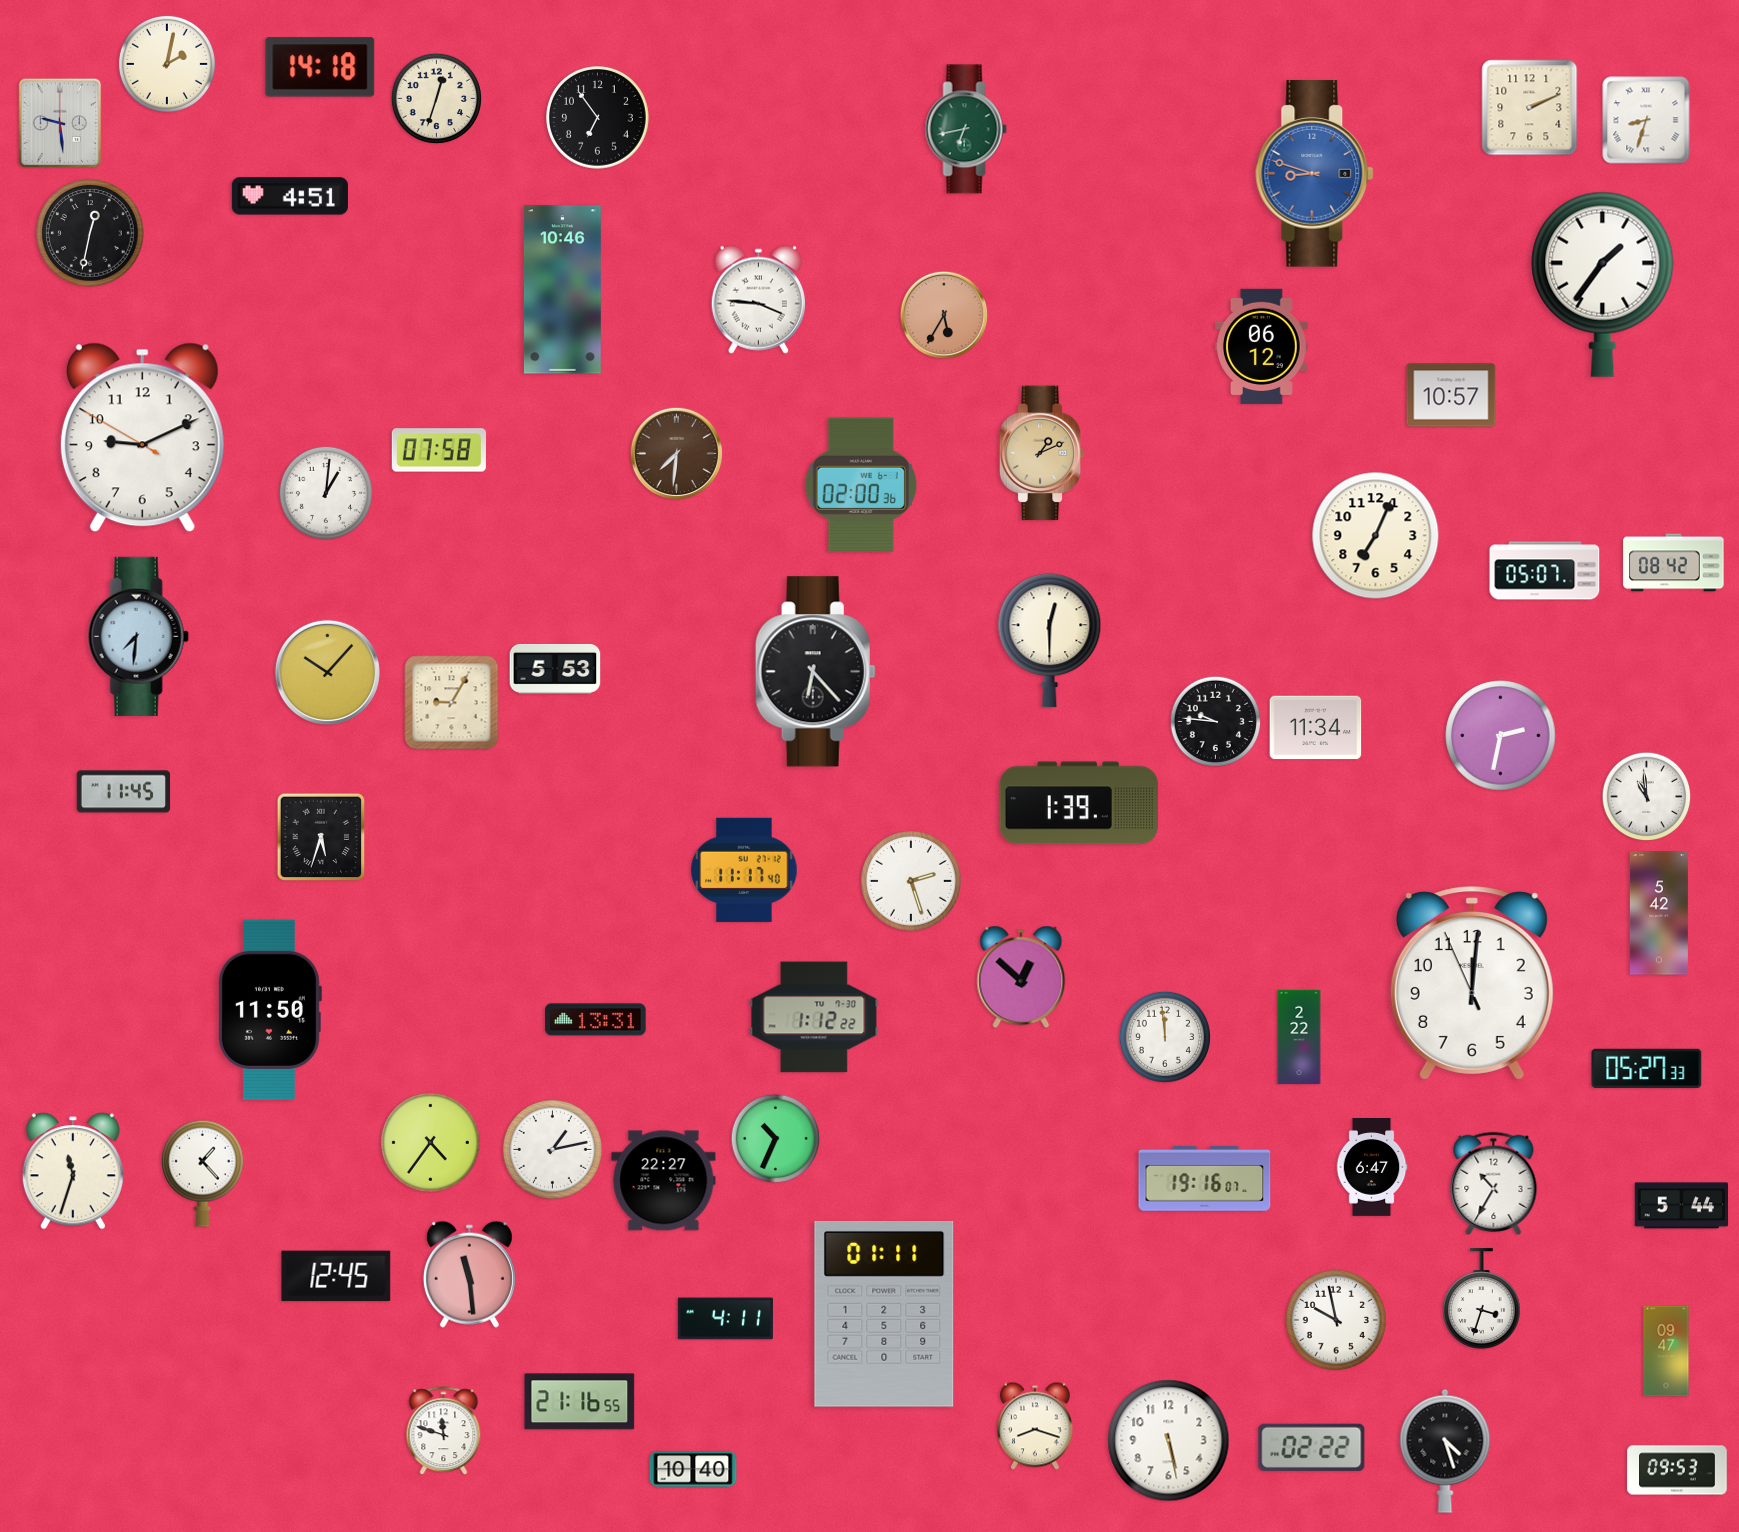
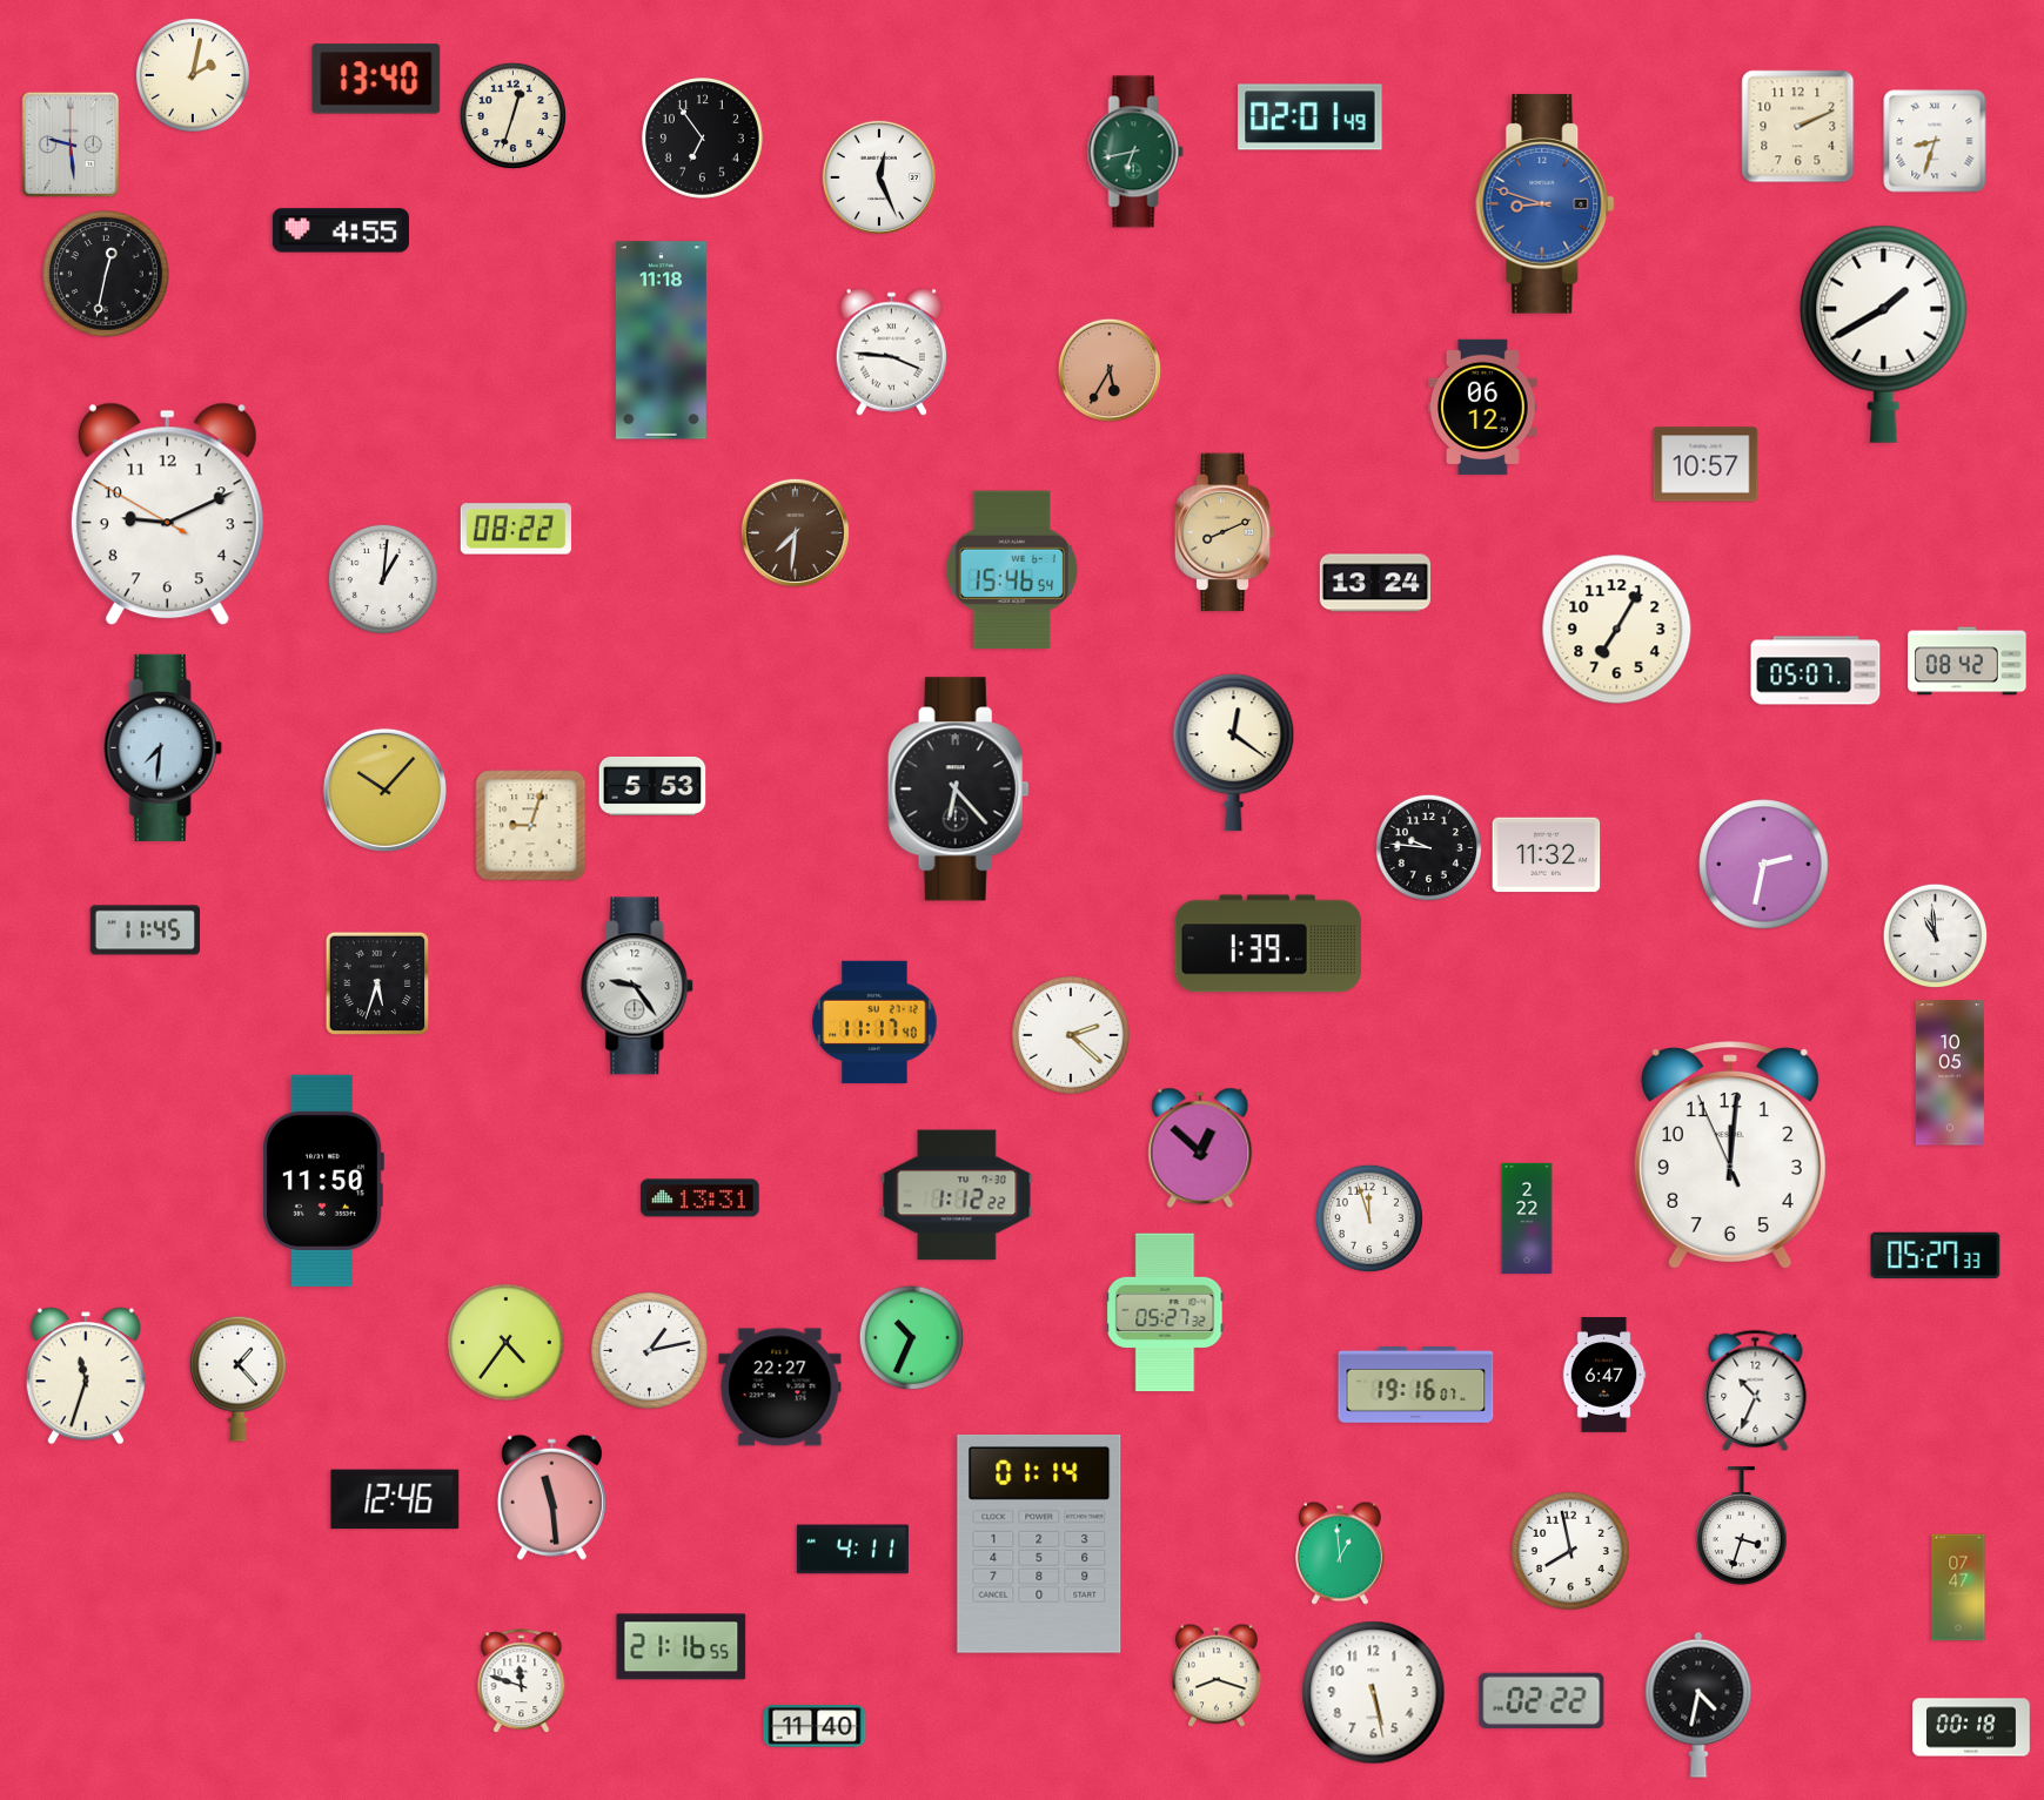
clock at (167, 64) position: (167, 64) -> (193, 75)
clock at (320, 67): 14:18 -> 13:40
clock at (1311, 117): none -> 02:01
clock at (879, 177): none -> 12:26
clock at (290, 196): 4:51 -> 4:55
clock at (1603, 284): 1:36 -> 1:40
clock at (562, 290): 10:46 -> 11:18
clock at (439, 450): 07:58 -> 08:22
clock at (1042, 453): 1:11 -> 8:11
clock at (861, 485): 02:00 -> 15:46
clock at (1374, 583): none -> 13:24
clock at (1376, 536): 7:04 -> 7:05
clock at (1050, 641): 12:30 -> 12:21
clock at (452, 703): 9:05 -> 9:03
clock at (1316, 728): 11:34 -> 11:32
clock at (638, 986): none -> 9:24
clock at (911, 881): 2:27 -> 2:22
clock at (1659, 913): 5:42 -> 10:05
clock at (269, 1010) position: (269, 1010) -> (322, 1181)
clock at (1165, 1036): 11:59 -> 11:57
clock at (1165, 1312): none -> 05:27
clock at (1372, 1168) position: (1372, 1168) -> (1604, 1376)
clock at (1494, 1183): 10:35 -> 10:34
clock at (1682, 1206): 5:44 -> none
clock at (336, 1276): 12:45 -> 12:46
clock at (884, 1315): 01:11 -> 01:14
clock at (1336, 1320): 9:58 -> 7:58
clock at (1340, 1553): none -> 12:59
clock at (1666, 1351): 09:47 -> 07:47
clock at (1445, 1451): 4:27 -> 4:32
clock at (693, 1469): 10:40 -> 11:40
clock at (1677, 1470): 09:53 -> 00:18
